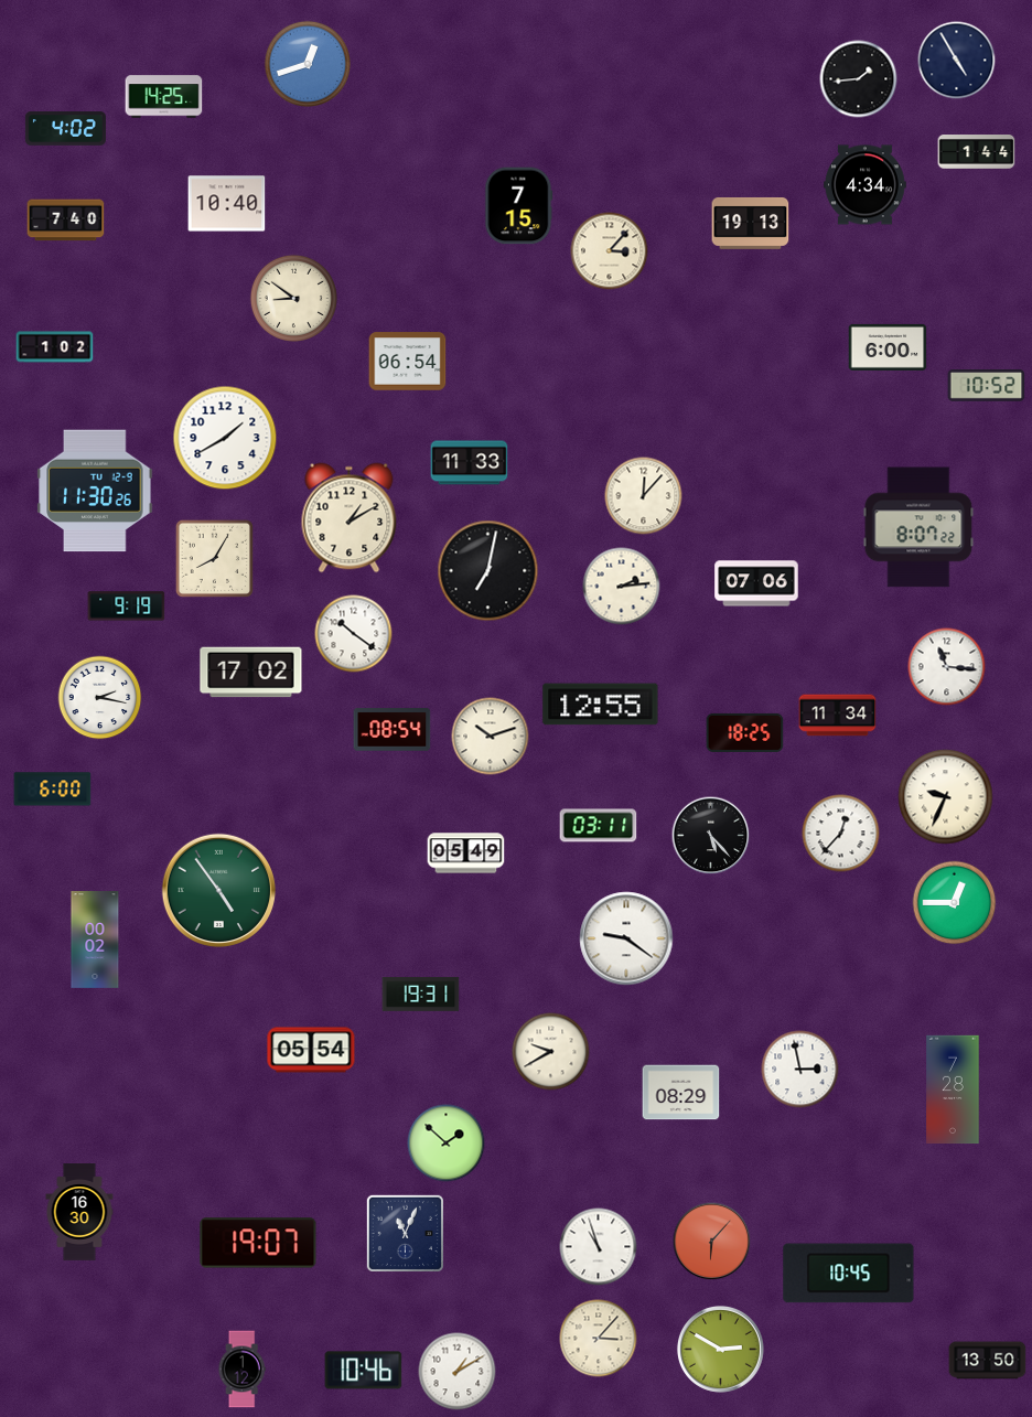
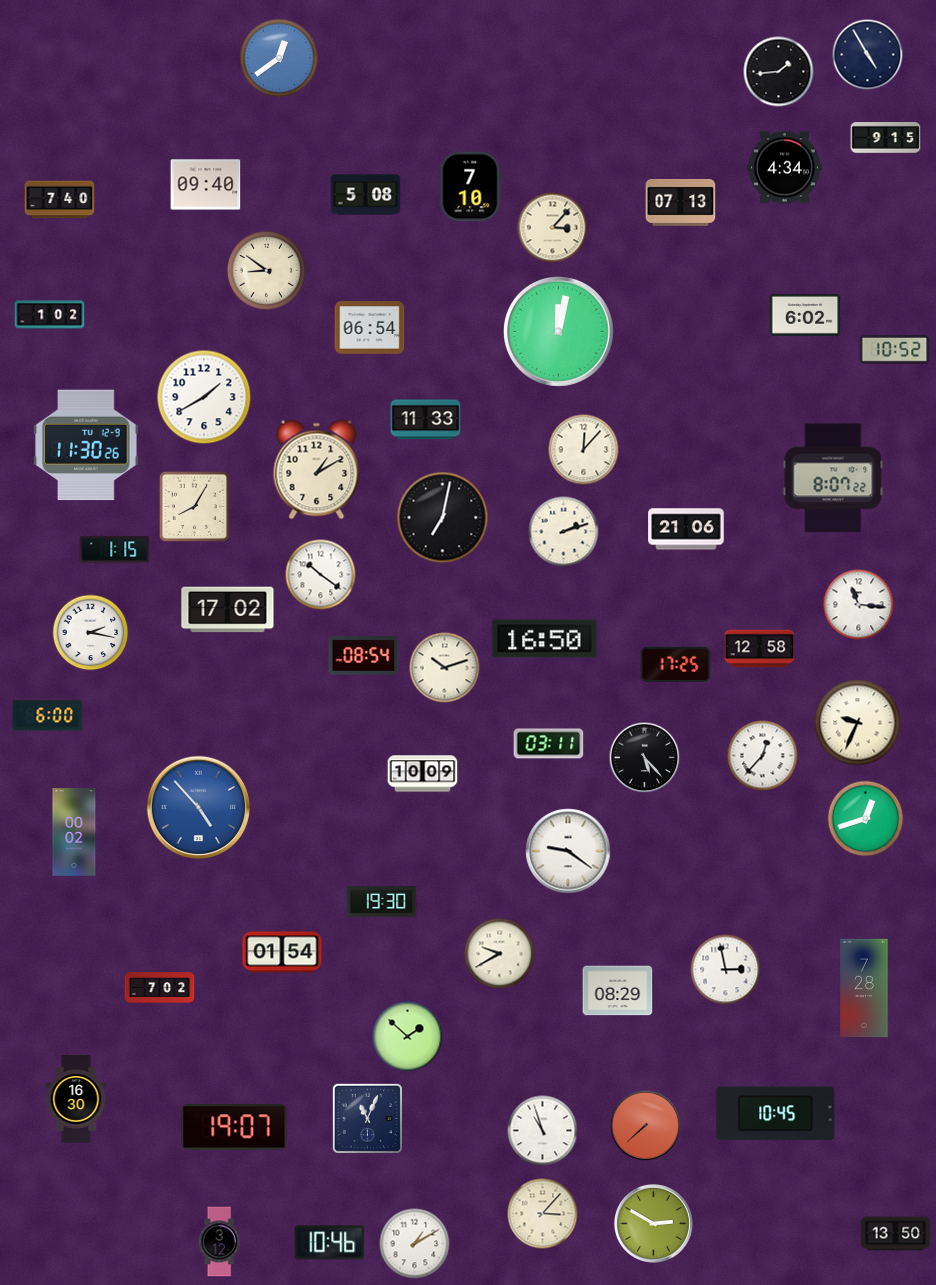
clock at (307, 63): 12:42 -> 12:39
clock at (164, 97): 14:25 -> none
clock at (65, 129): 4:02 -> none
clock at (977, 152): 1:44 -> 9:15
clock at (227, 204): 10:40 -> 09:40
clock at (519, 206): 7:15 -> 7:10
clock at (366, 195): none -> 5:08
clock at (751, 223): 19:13 -> 07:13
clock at (888, 347): 6:00 -> 6:02
clock at (558, 331): none -> 12:02
clock at (756, 583): 07:06 -> 21:06
clock at (622, 587): 2:14 -> 2:12
clock at (127, 606): 9:19 -> 1:15
clock at (601, 705): 12:55 -> 16:50
clock at (838, 716): 11:34 -> 12:58
clock at (393, 730) position: (393, 730) -> (364, 656)
clock at (745, 732): 18:25 -> 17:25
clock at (599, 826) position: (599, 826) -> (549, 744)
clock at (466, 854): 05:49 -> 10:09
clock at (219, 891): 4:54 -> 4:53
clock at (219, 891) dial: green -> blue
clock at (955, 903): 12:45 -> 12:42
clock at (95, 940) position: (95, 940) -> (74, 832)
clock at (421, 995): 19:31 -> 19:30
clock at (311, 1050): 05:54 -> 01:54
clock at (160, 988): none -> 7:02
clock at (447, 1144) position: (447, 1144) -> (408, 1037)
clock at (79, 1212) position: (79, 1212) -> (76, 1099)
clock at (712, 1242): 6:07 -> 7:38
clock at (849, 1274) position: (849, 1274) -> (776, 1114)
clock at (241, 1370): 1:12 -> 3:12
